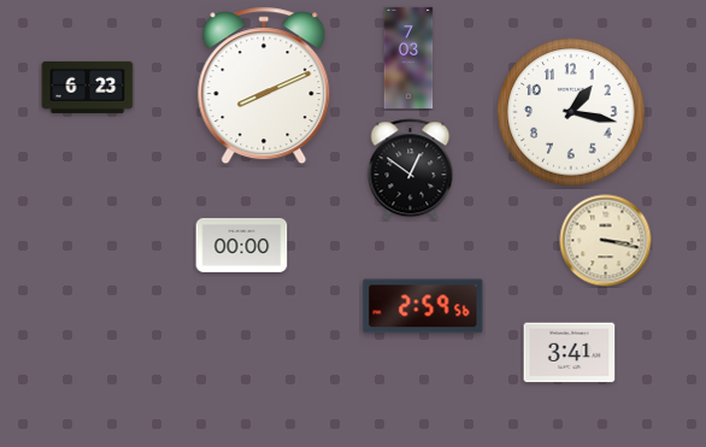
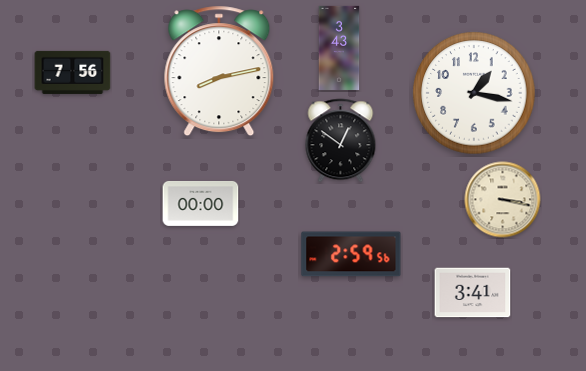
clock at (408, 57): 7:03 -> 3:43
clock at (264, 86): 8:11 -> 8:13
clock at (88, 87): 6:23 -> 7:56
